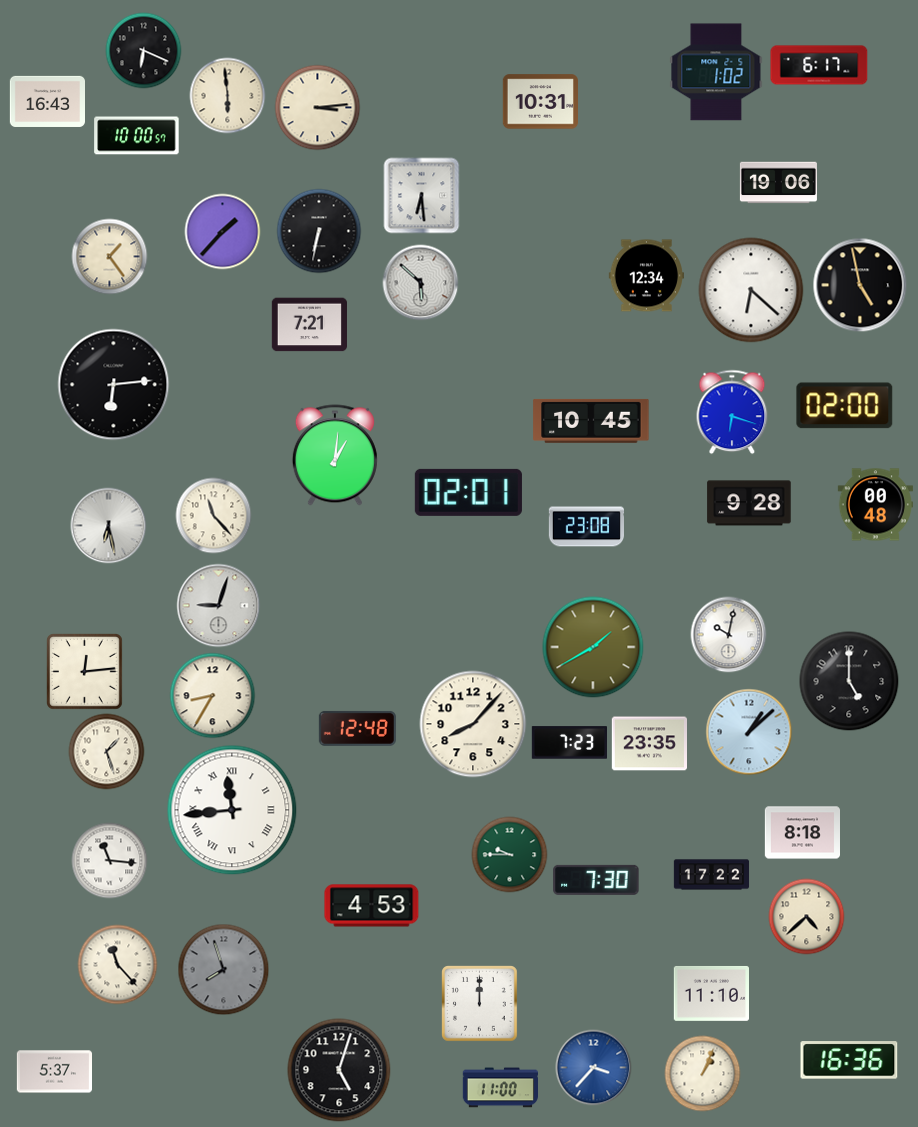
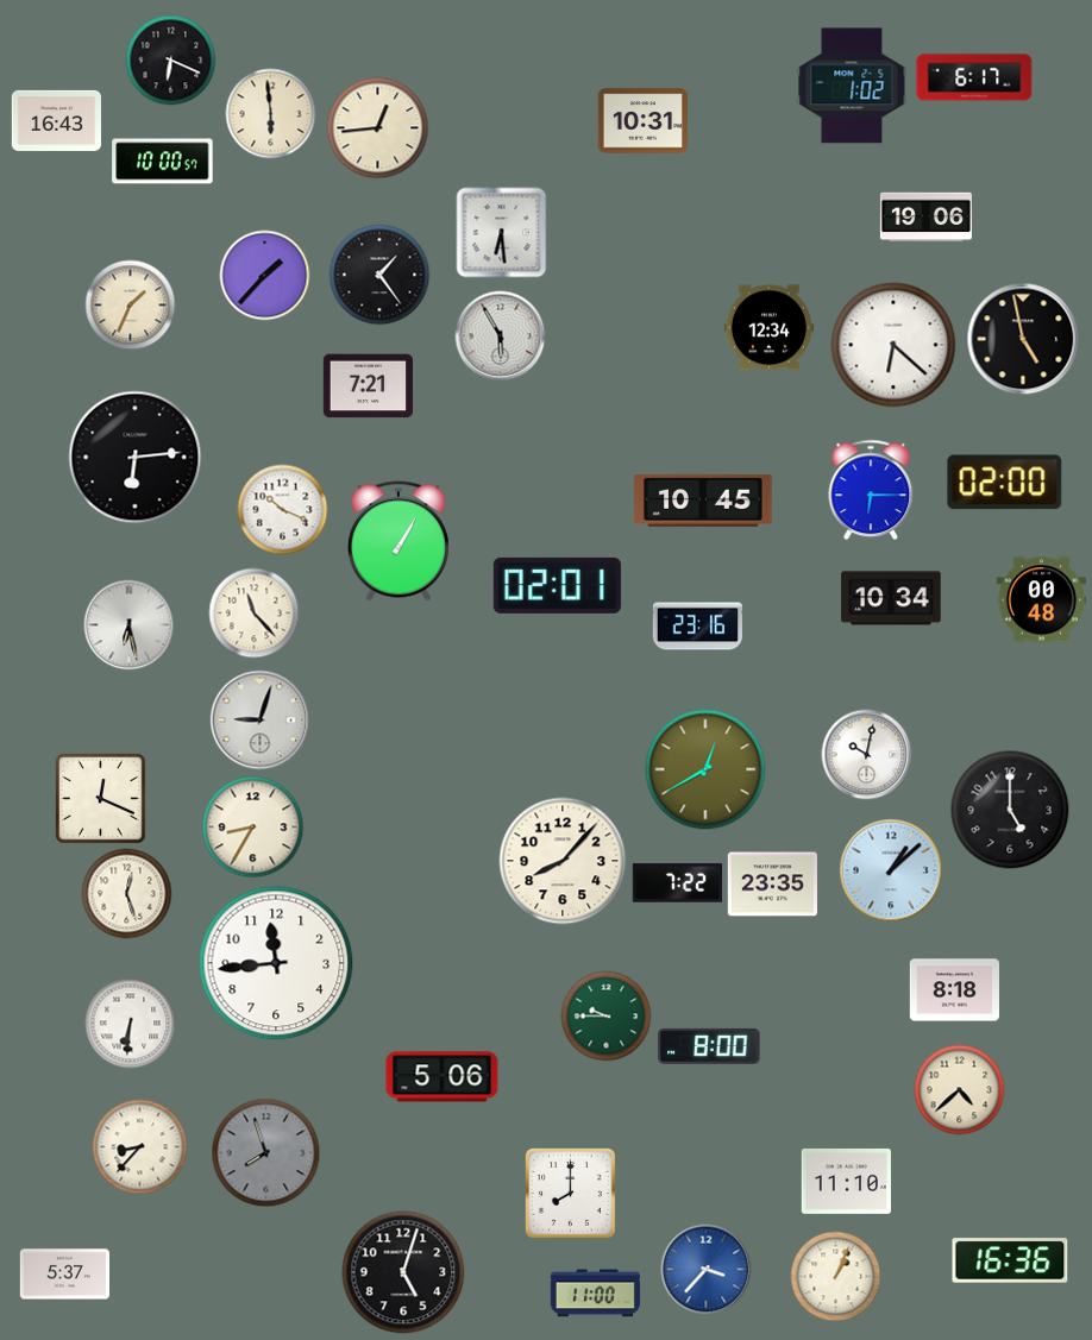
clock at (318, 108): 3:14 -> 12:44
clock at (319, 231): 6:32 -> 1:24
clock at (110, 257): 1:24 -> 1:34
clock at (421, 283): 5:52 -> 5:55
clock at (732, 412): 6:18 -> 6:15
clock at (283, 510): none -> 10:19
clock at (335, 455): 1:01 -> 1:05
clock at (749, 503): 9:28 -> 10:34
clock at (586, 527): 23:08 -> 23:16
clock at (593, 647): 1:40 -> 12:40
clock at (85, 672): 12:14 -> 12:19
clock at (357, 728): 12:48 -> none
clock at (569, 743): 7:23 -> 7:22
clock at (107, 752): 1:27 -> 12:27
clock at (232, 810) numerals: Roman -> Arabic
clock at (110, 861): 11:16 -> 6:31
clock at (712, 875): 17:22 -> none
clock at (596, 880): 7:30 -> 8:00
clock at (372, 906): 4:53 -> 5:06
clock at (118, 965): 11:23 -> 8:37
clock at (480, 1004): 12:00 -> 8:00
